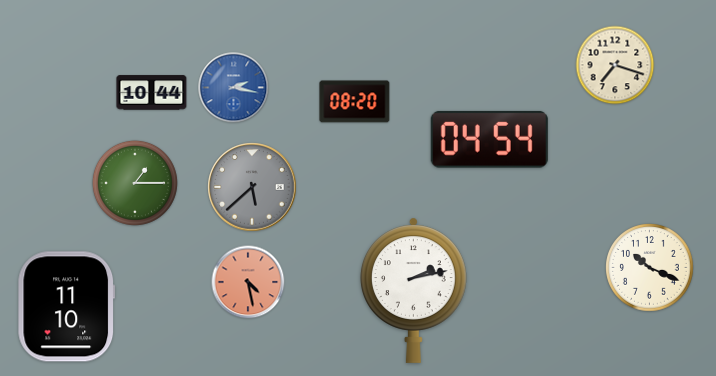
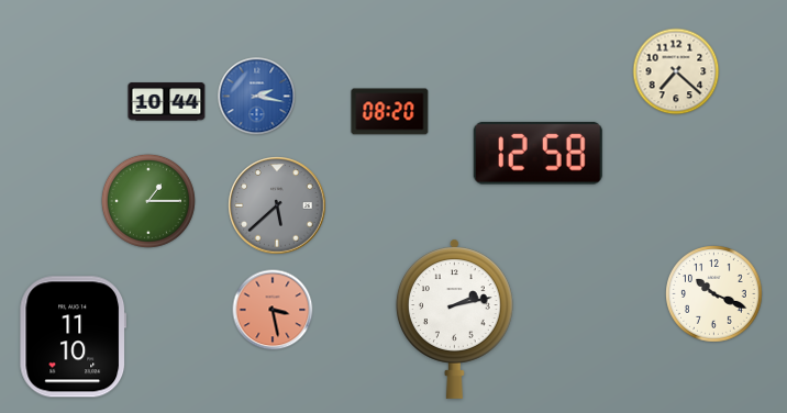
clock at (615, 65): 7:18 -> 7:22
clock at (489, 139): 04:54 -> 12:58
clock at (248, 282): 4:28 -> 3:28
